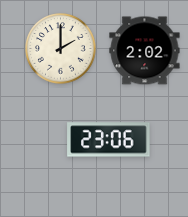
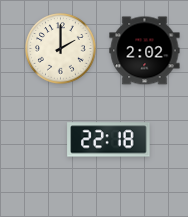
clock at (109, 140): 23:06 -> 22:18
